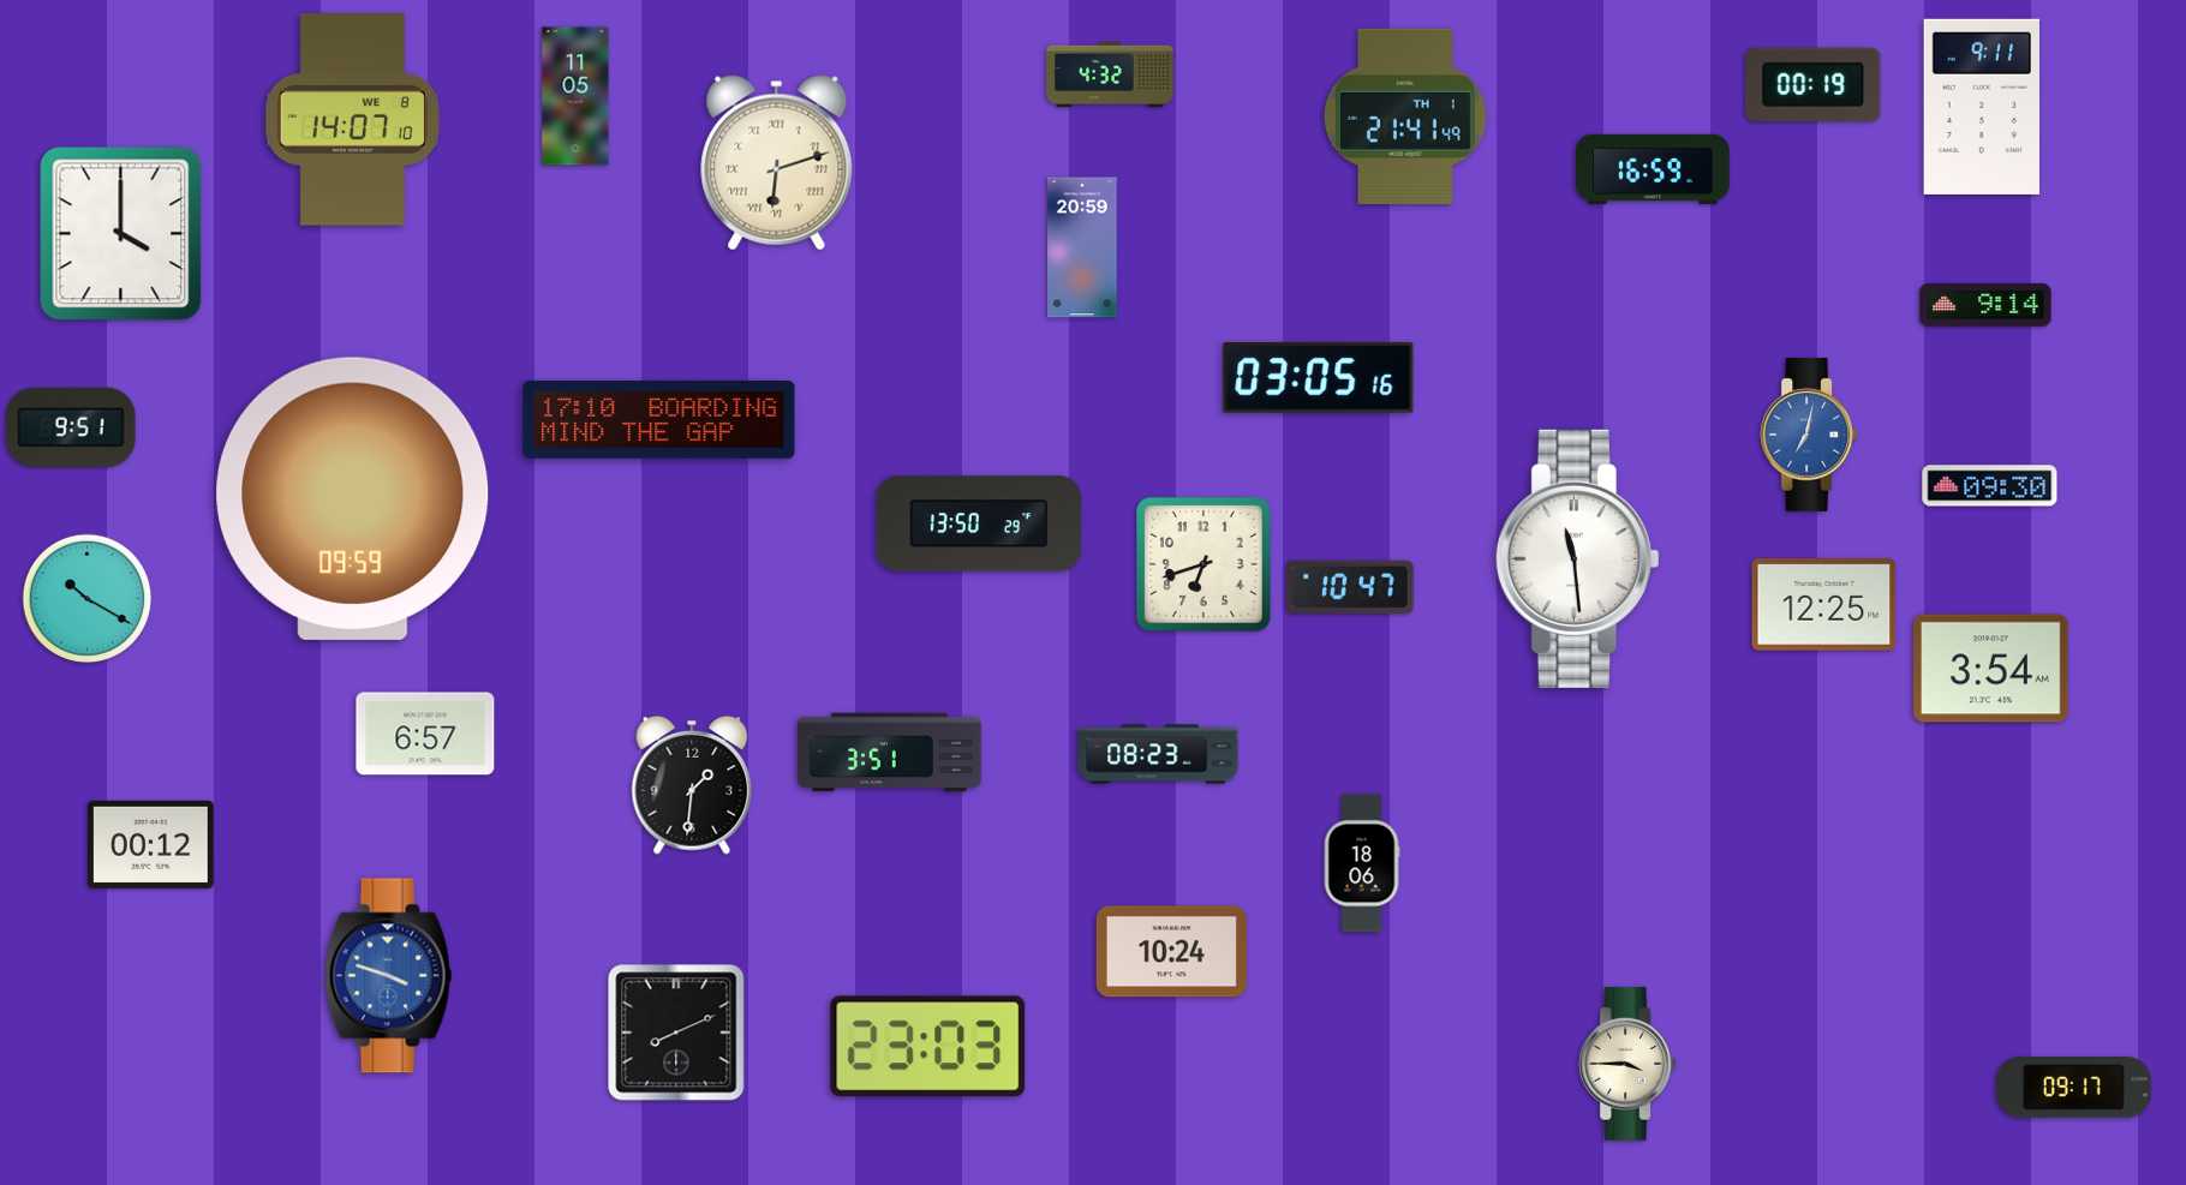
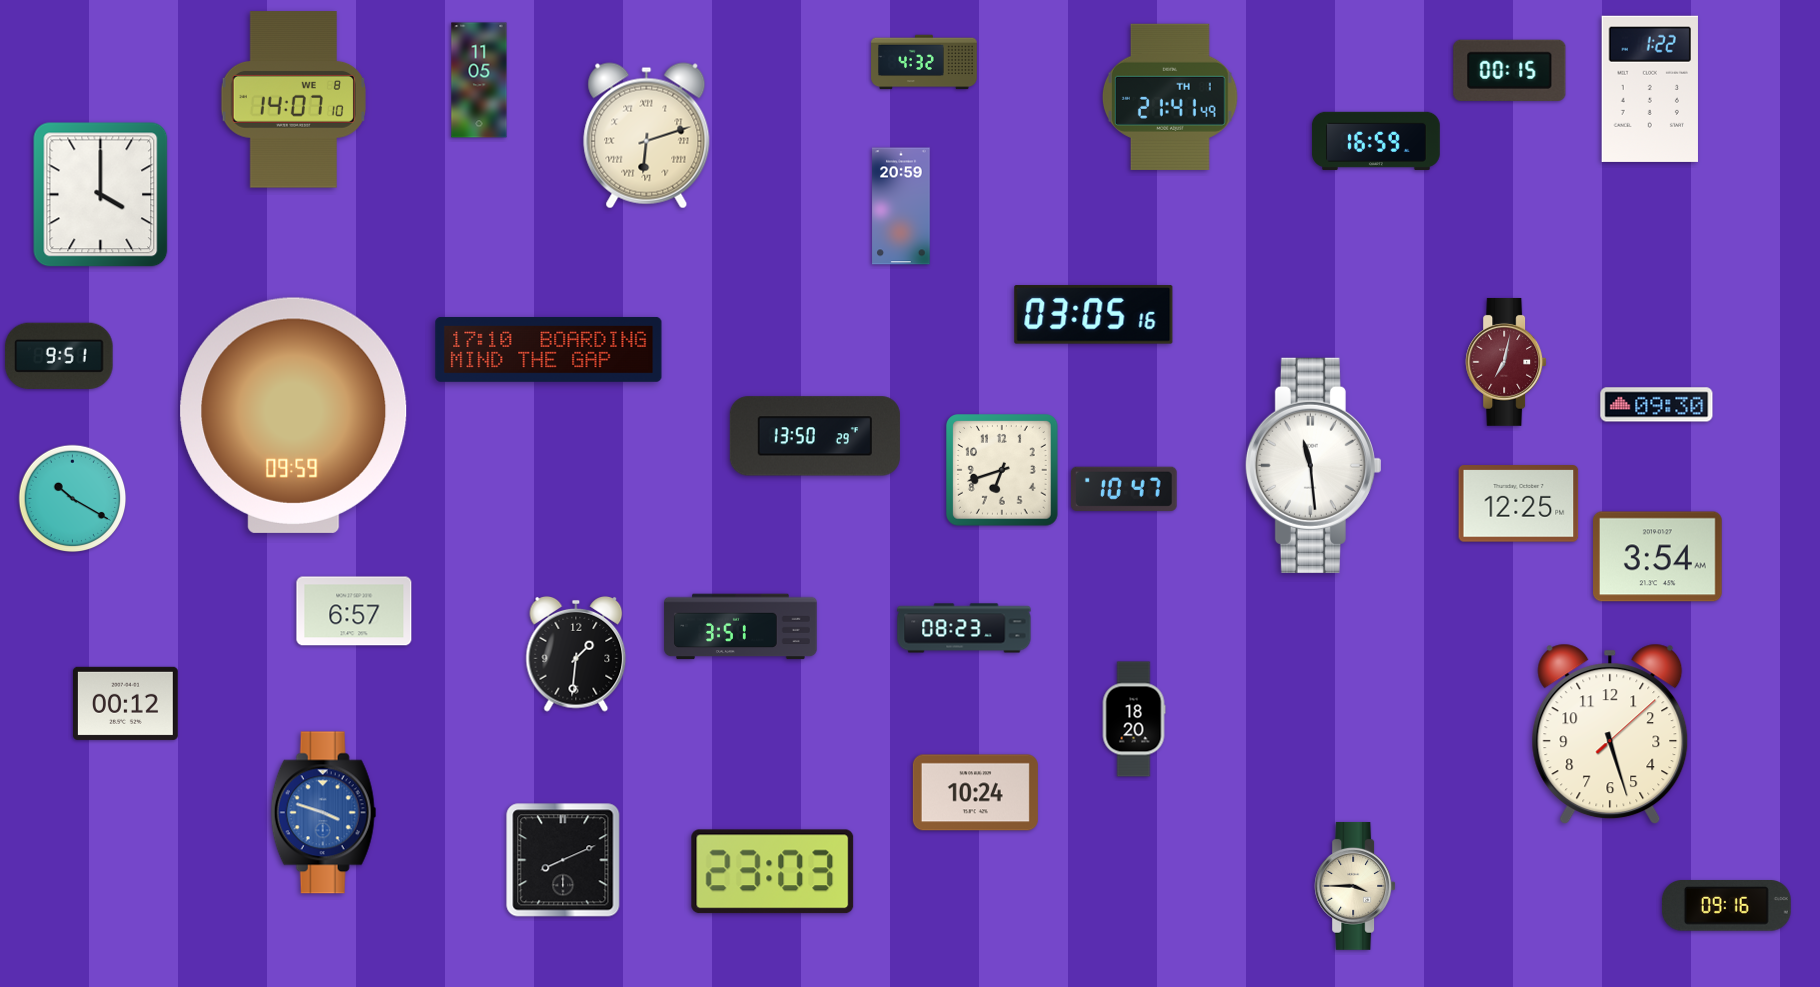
clock at (1814, 84): 00:19 -> 00:15
clock at (1981, 107): 9:11 -> 1:22
clock at (1985, 305): 9:14 -> none
clock at (1319, 378) position: (1319, 378) -> (1094, 315)
clock at (1809, 435) dial: blue -> burgundy
clock at (1362, 863): 18:06 -> 18:20
clock at (1610, 734): none -> 5:27
clock at (2073, 1088): 09:17 -> 09:16
